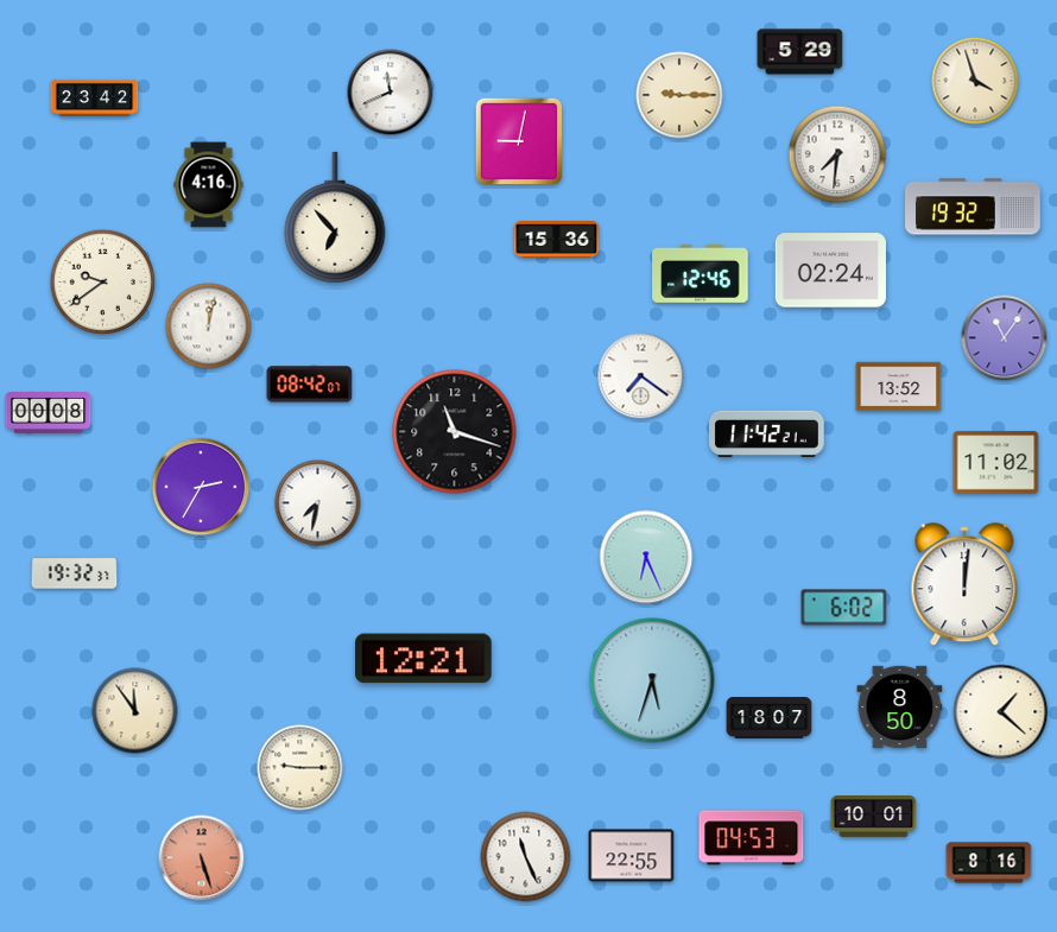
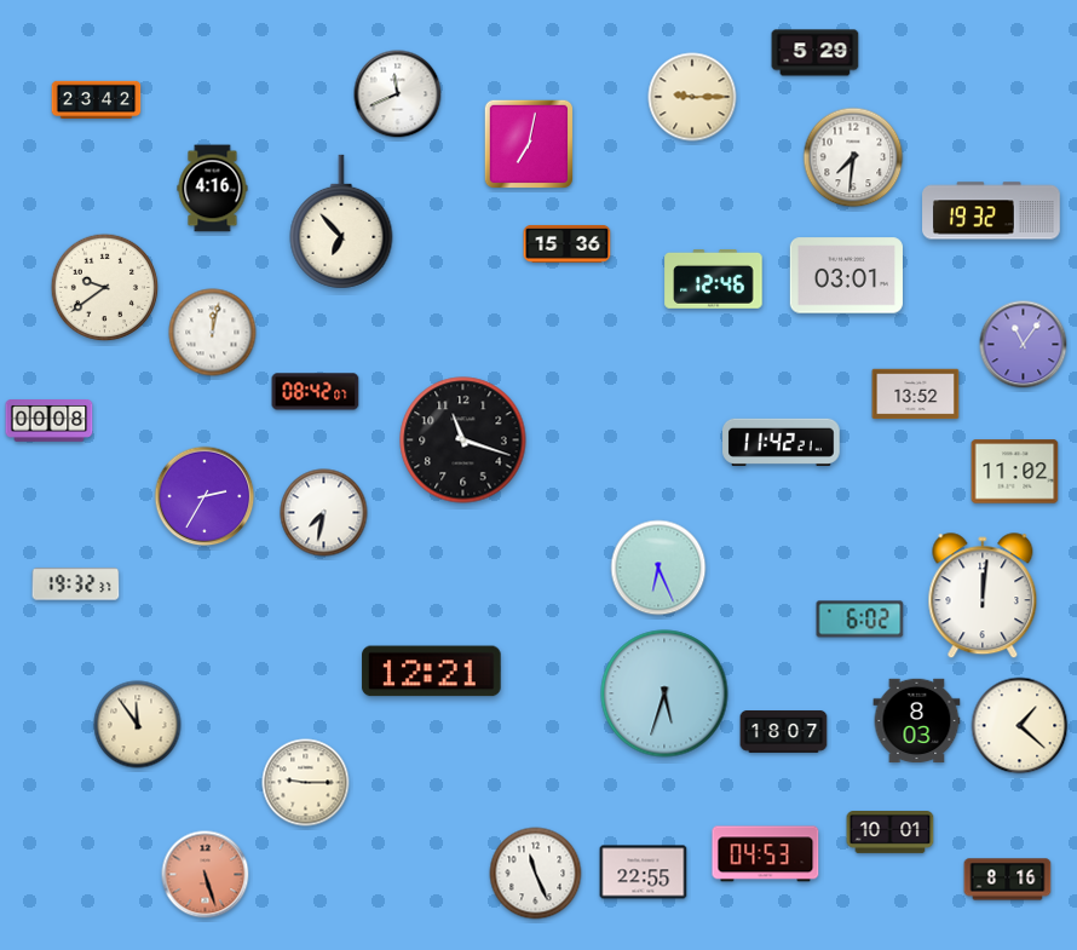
clock at (975, 81): 3:57 -> none
clock at (518, 140): 9:02 -> 7:02
clock at (830, 271): 02:24 -> 03:01
clock at (641, 376): 7:21 -> none
clock at (900, 708): 8:50 -> 8:03
